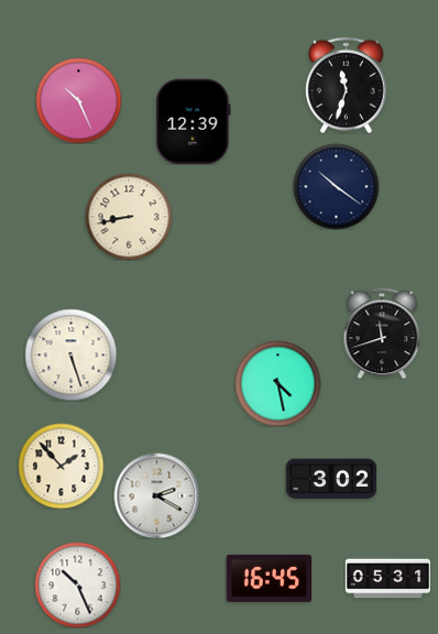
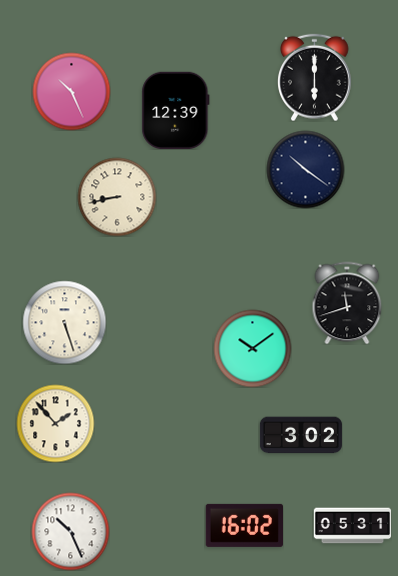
clock at (347, 85): 11:33 -> 6:00
clock at (277, 383): 4:28 -> 10:09
clock at (156, 495): 2:20 -> none
clock at (269, 578): 16:45 -> 16:02
